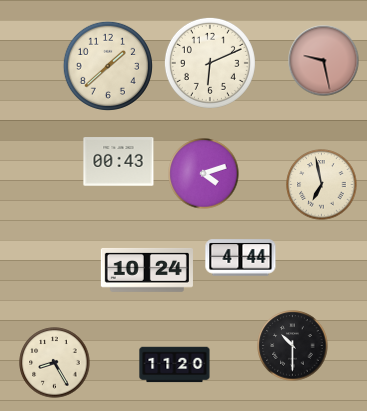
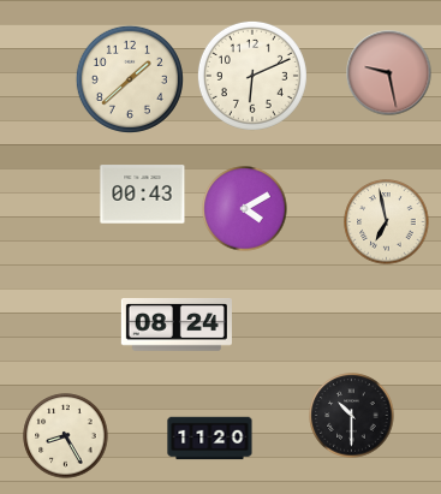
clock at (204, 174): 4:12 -> 4:10
clock at (241, 258): 4:44 -> none
clock at (147, 270): 10:24 -> 08:24
